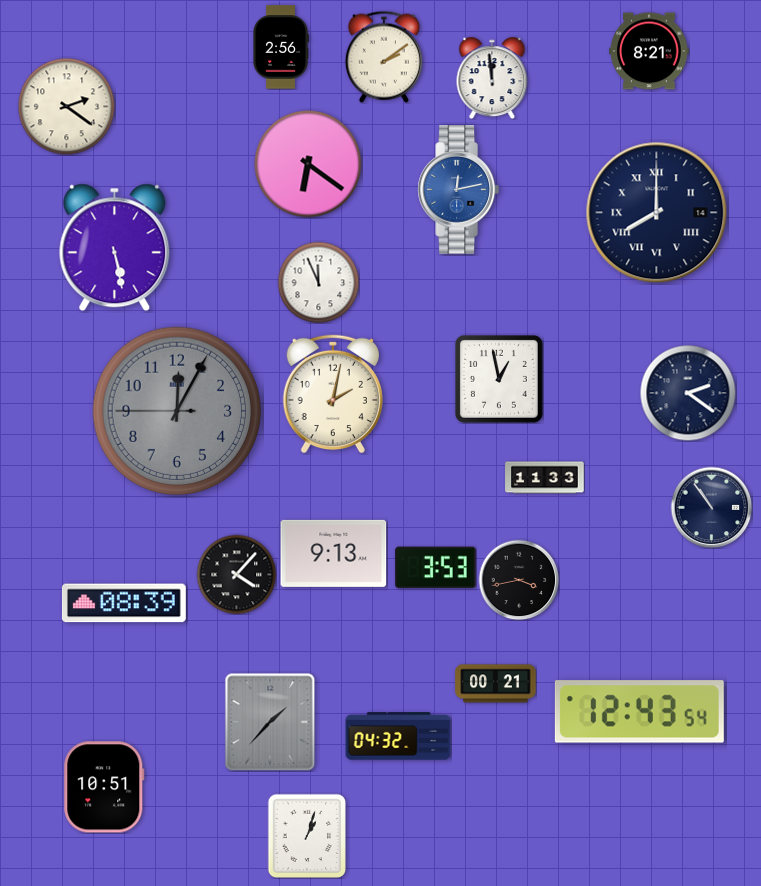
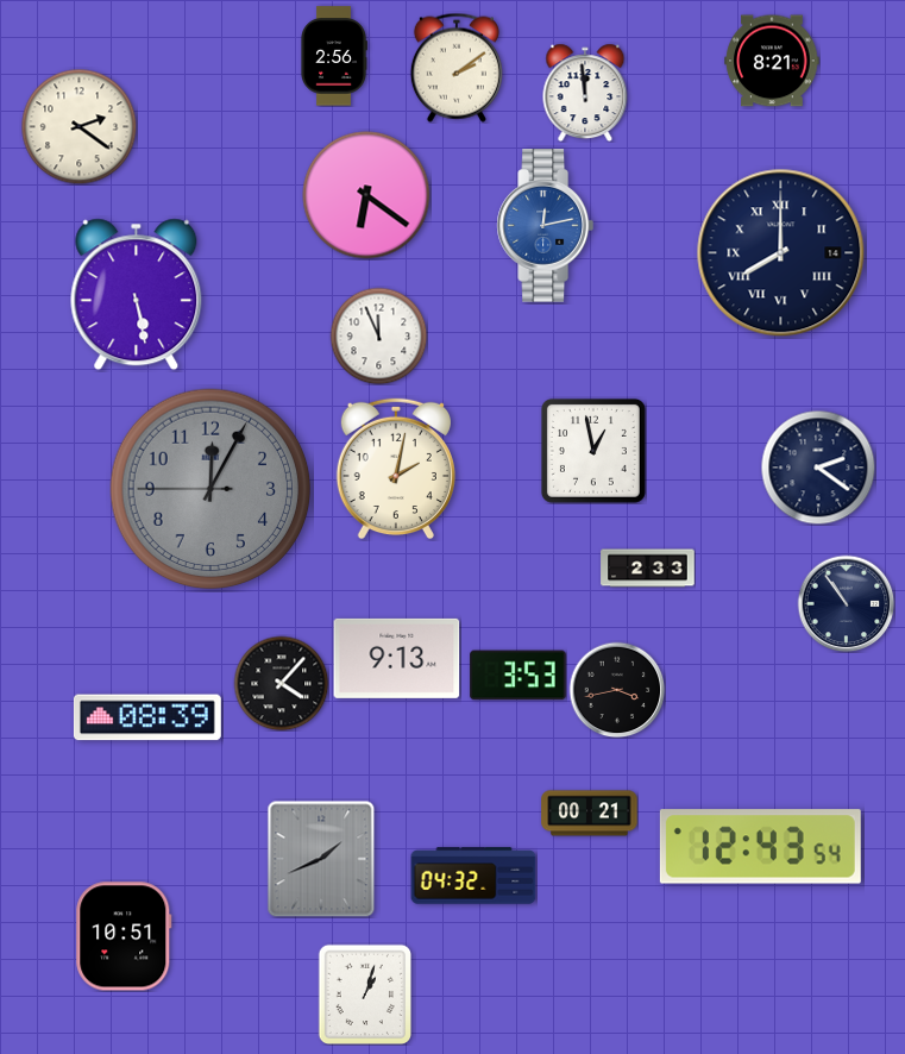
clock at (545, 478): 11:33 -> 2:33
clock at (270, 722): 1:37 -> 1:41
